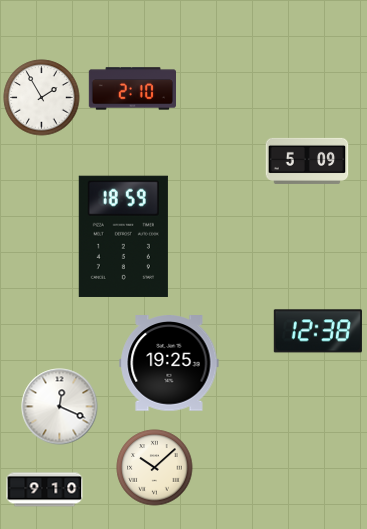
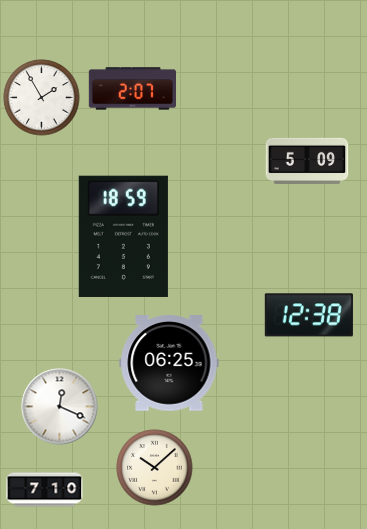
clock at (132, 89): 2:10 -> 2:07
clock at (318, 331) position: (318, 331) -> (309, 315)
clock at (169, 363): 19:25 -> 06:25
clock at (45, 490): 9:10 -> 7:10
